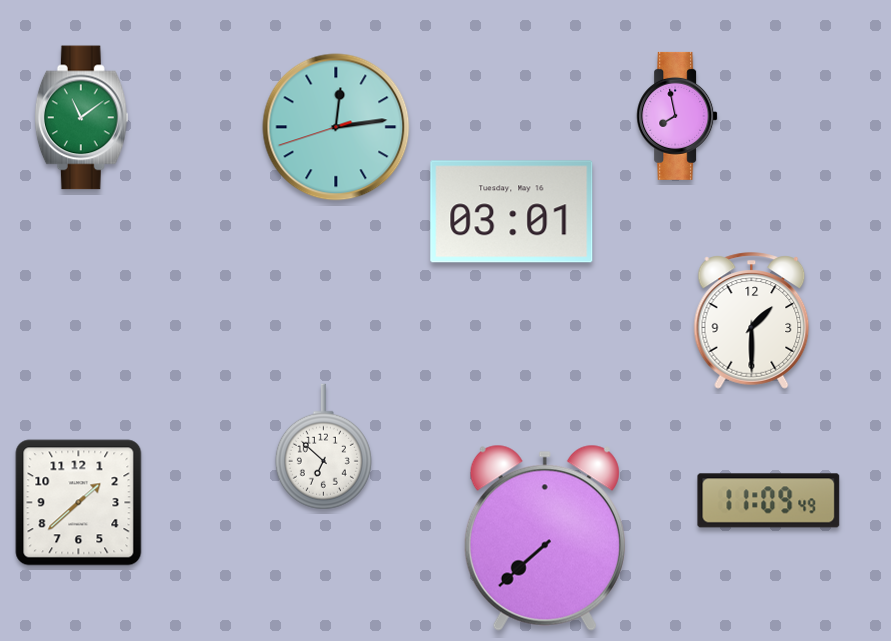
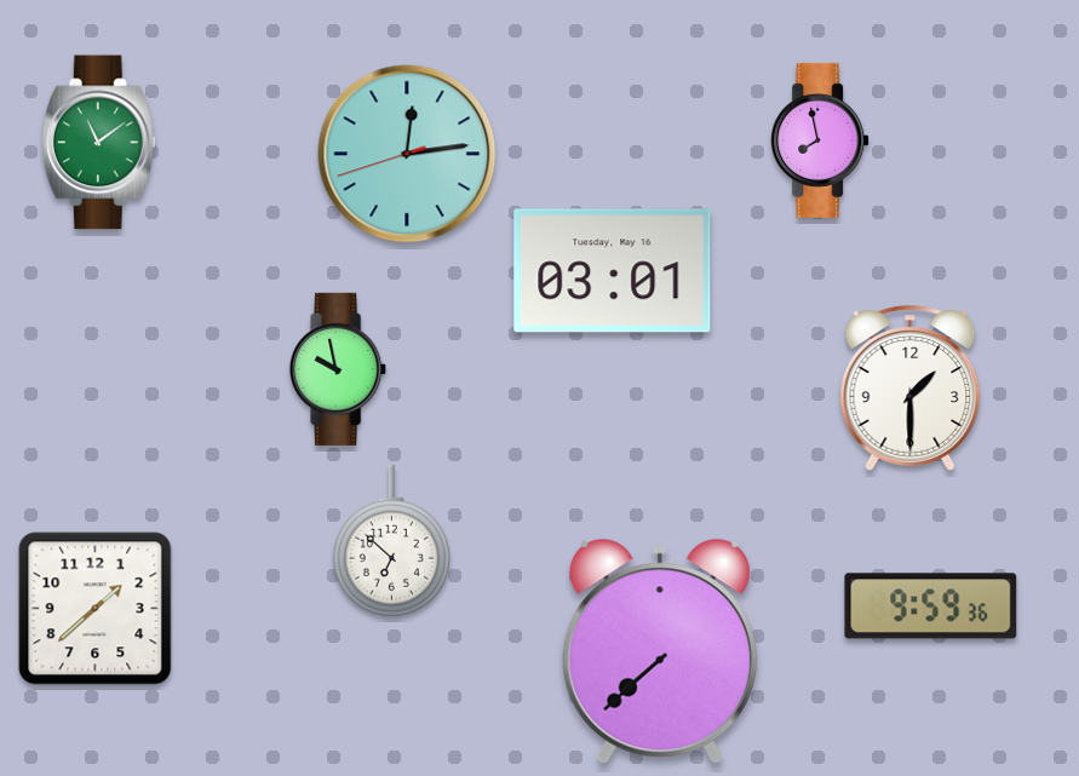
clock at (512, 212) position: (512, 212) -> (613, 271)
clock at (339, 369): none -> 9:58
clock at (769, 501): 11:09 -> 9:59
